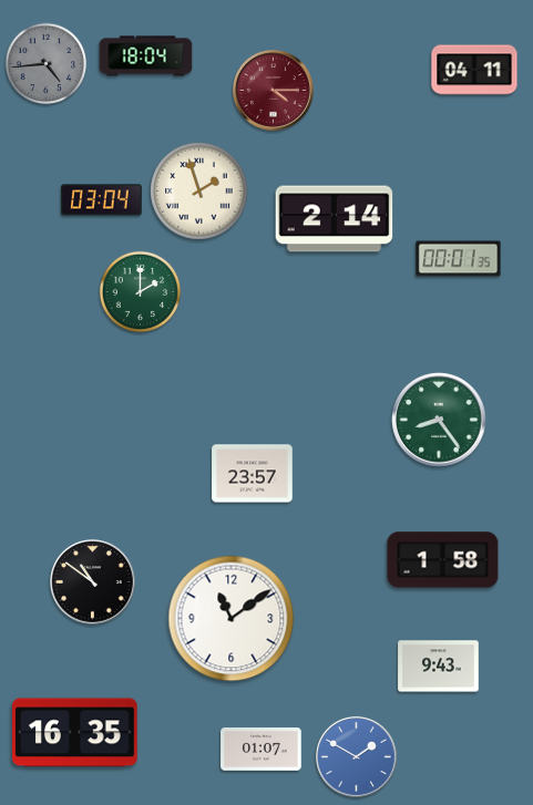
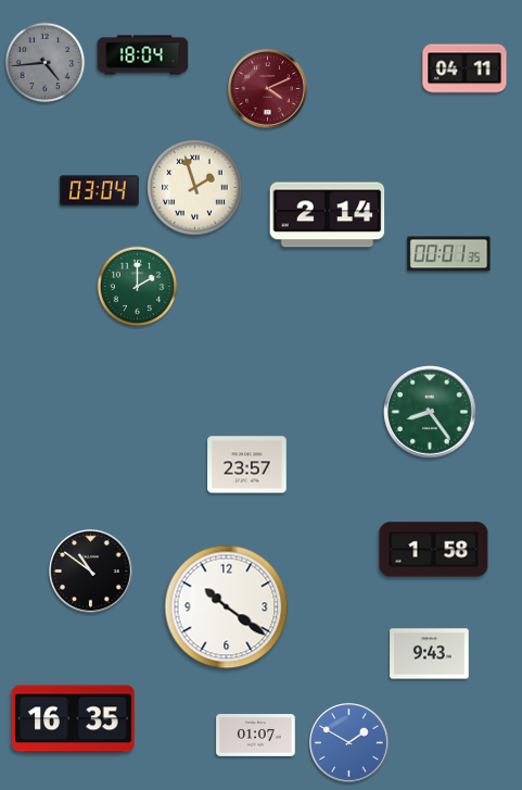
clock at (274, 91): 4:15 -> 4:11
clock at (102, 200) position: (102, 200) -> (100, 191)
clock at (232, 619): 11:09 -> 10:21
